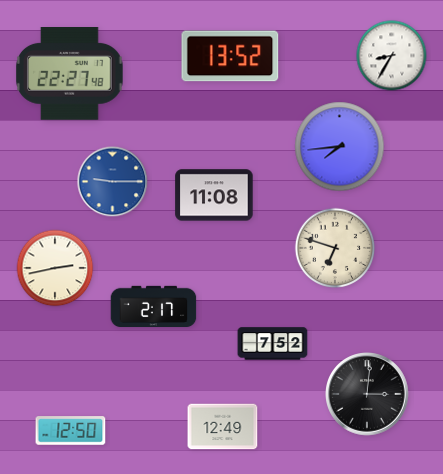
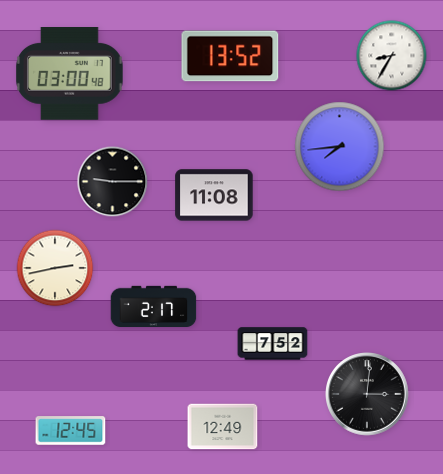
clock at (70, 74): 22:27 -> 03:00
clock at (113, 182) dial: blue -> black
clock at (335, 248): 6:48 -> none
clock at (71, 431): 12:50 -> 12:45
